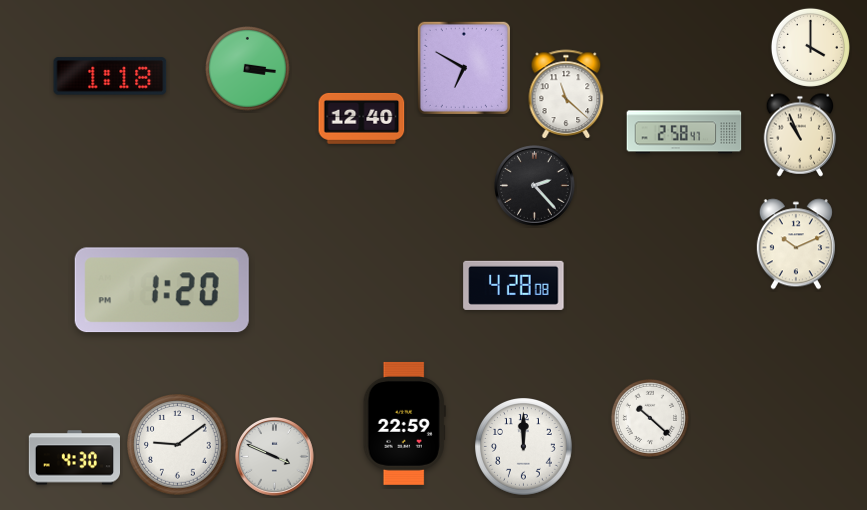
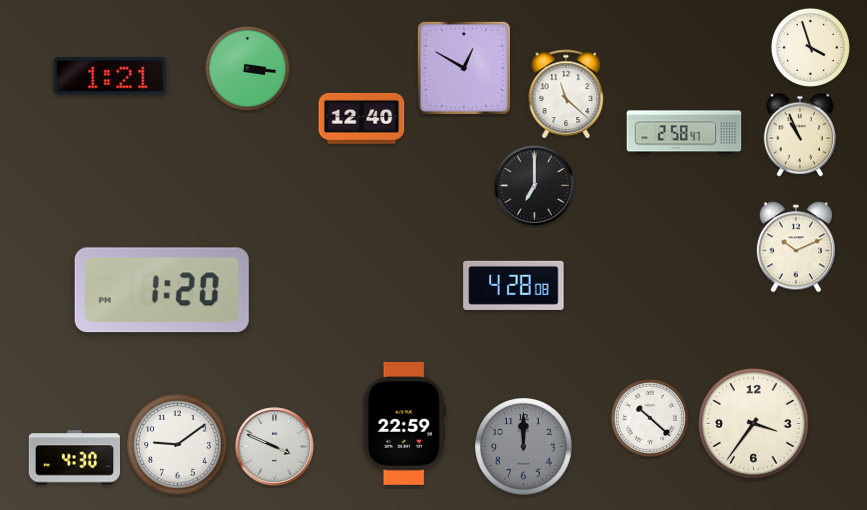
clock at (810, 47): 4:00 -> 3:57
clock at (464, 68): 6:50 -> 12:50
clock at (110, 76): 1:18 -> 1:21
clock at (535, 186): 2:23 -> 7:00
clock at (796, 244) position: (796, 244) -> (796, 247)
clock at (754, 424): none -> 3:36
clock at (524, 447) dial: white -> grey
clock at (275, 457) position: (275, 457) -> (275, 447)
